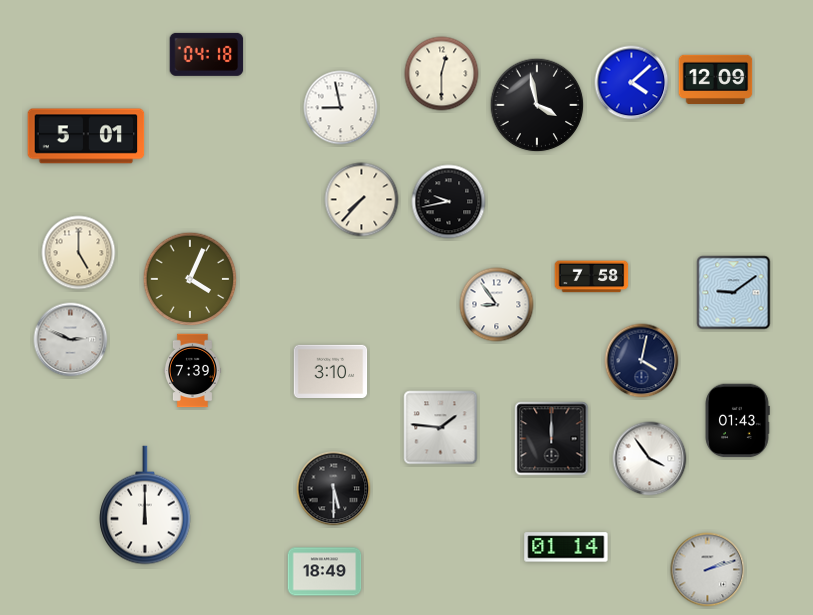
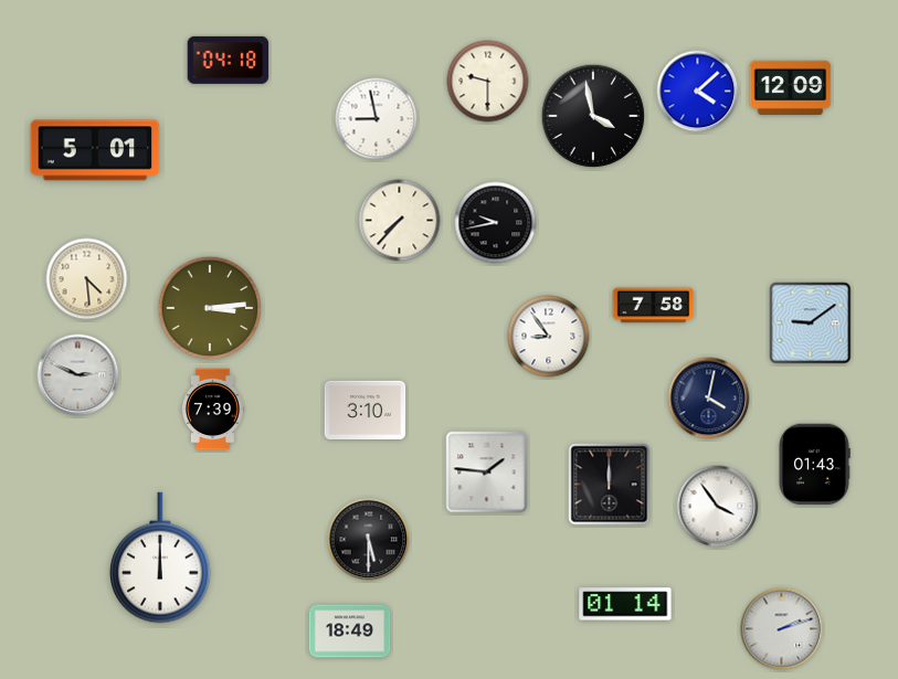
clock at (442, 74): 12:30 -> 9:30
clock at (79, 253): 5:00 -> 4:29
clock at (190, 279): 4:04 -> 3:14
clock at (325, 572) position: (325, 572) -> (350, 632)
